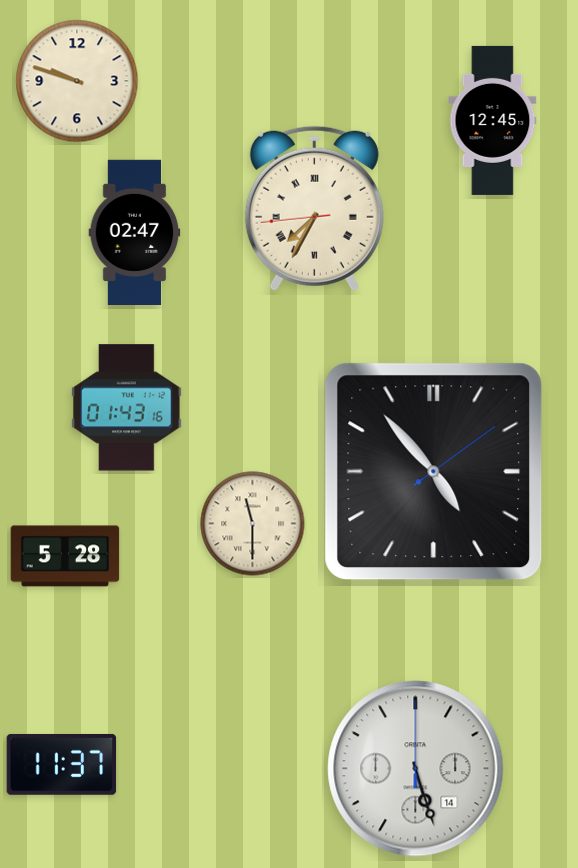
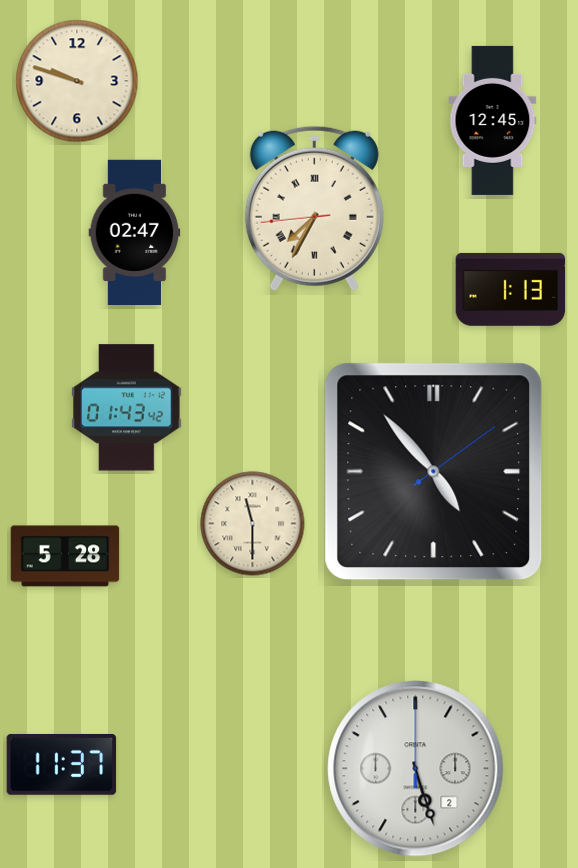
clock at (511, 289): none -> 1:13
clock at (127, 408): 01:43:16 -> 01:43:42
clock at (416, 769) date: 14 -> 2
